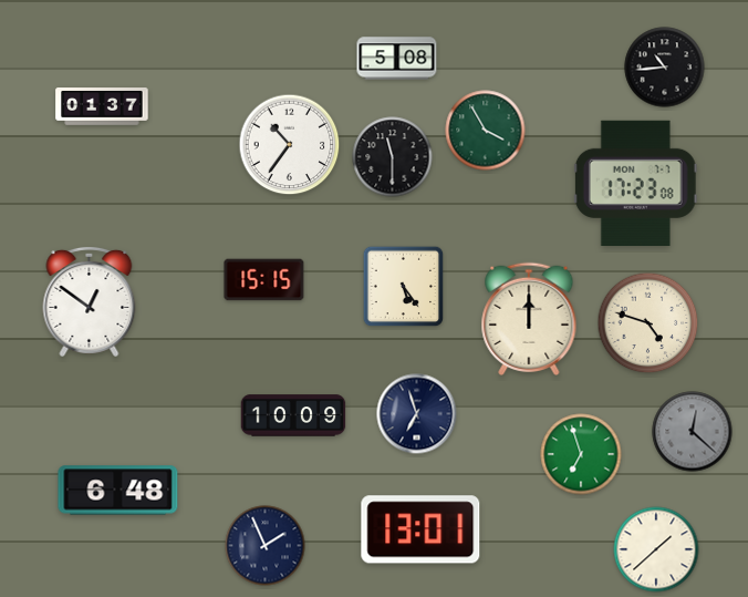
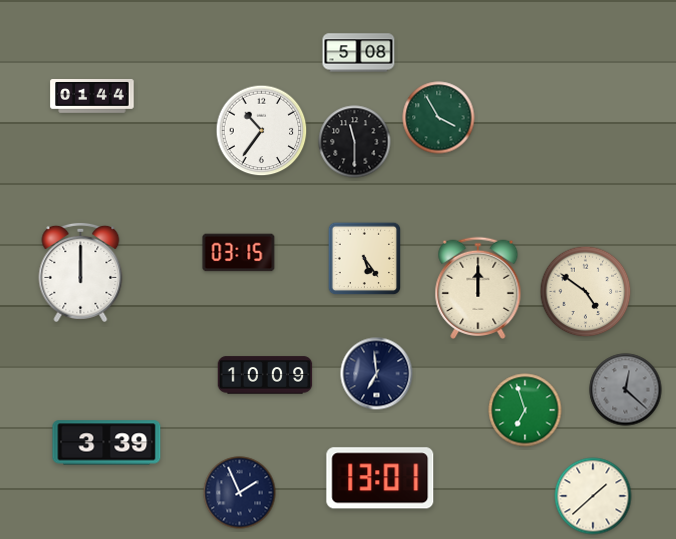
clock at (665, 68): 10:44 -> none
clock at (102, 107): 01:37 -> 01:44
clock at (635, 183): 17:23 -> none
clock at (264, 280): 15:15 -> 03:15
clock at (90, 301): 12:51 -> 12:00
clock at (648, 323): 4:48 -> 4:51
clock at (417, 414): 6:57 -> 6:59
clock at (118, 491): 6:48 -> 3:39
